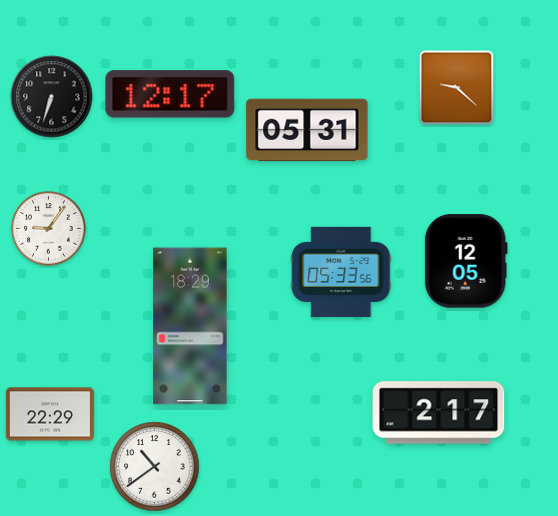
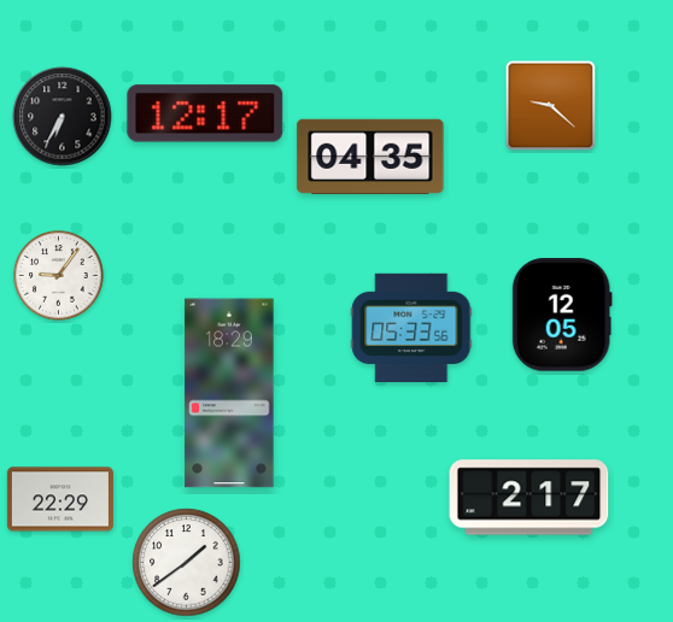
clock at (52, 97): 6:33 -> 6:35
clock at (307, 130): 05:31 -> 04:35
clock at (155, 467): 10:39 -> 1:39
